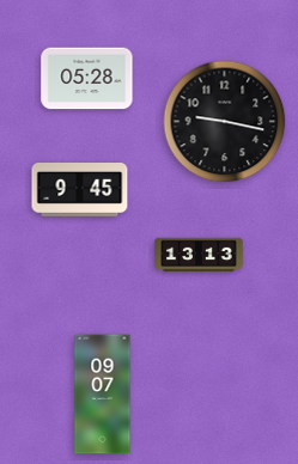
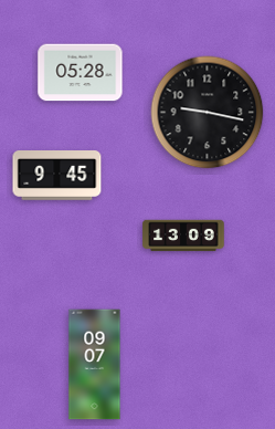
clock at (80, 190) position: (80, 190) -> (57, 176)
clock at (199, 255): 13:13 -> 13:09
